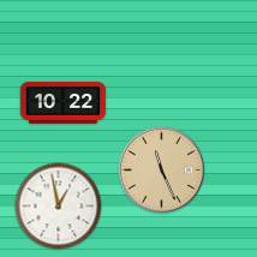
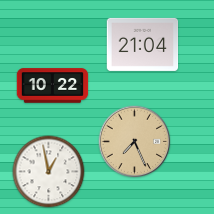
clock at (143, 44): none -> 21:04
clock at (162, 171): 11:26 -> 7:26
